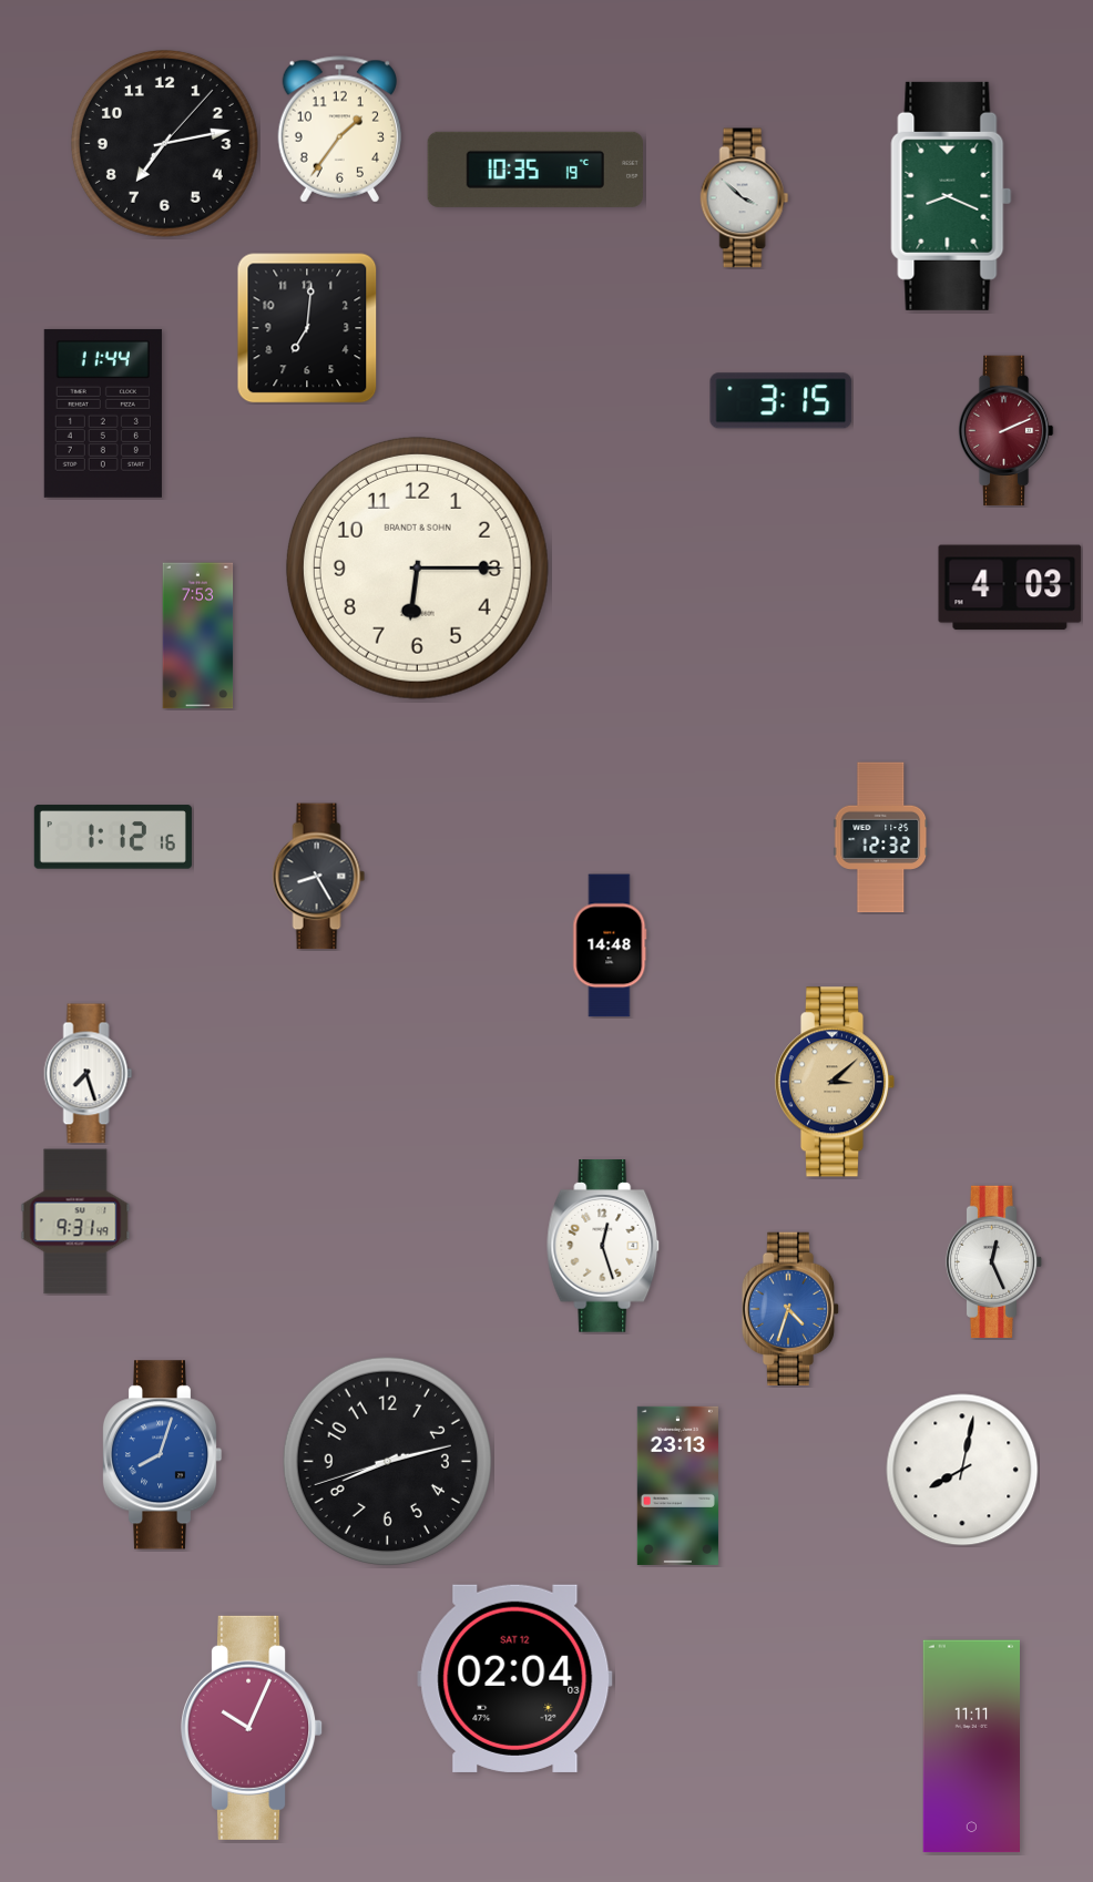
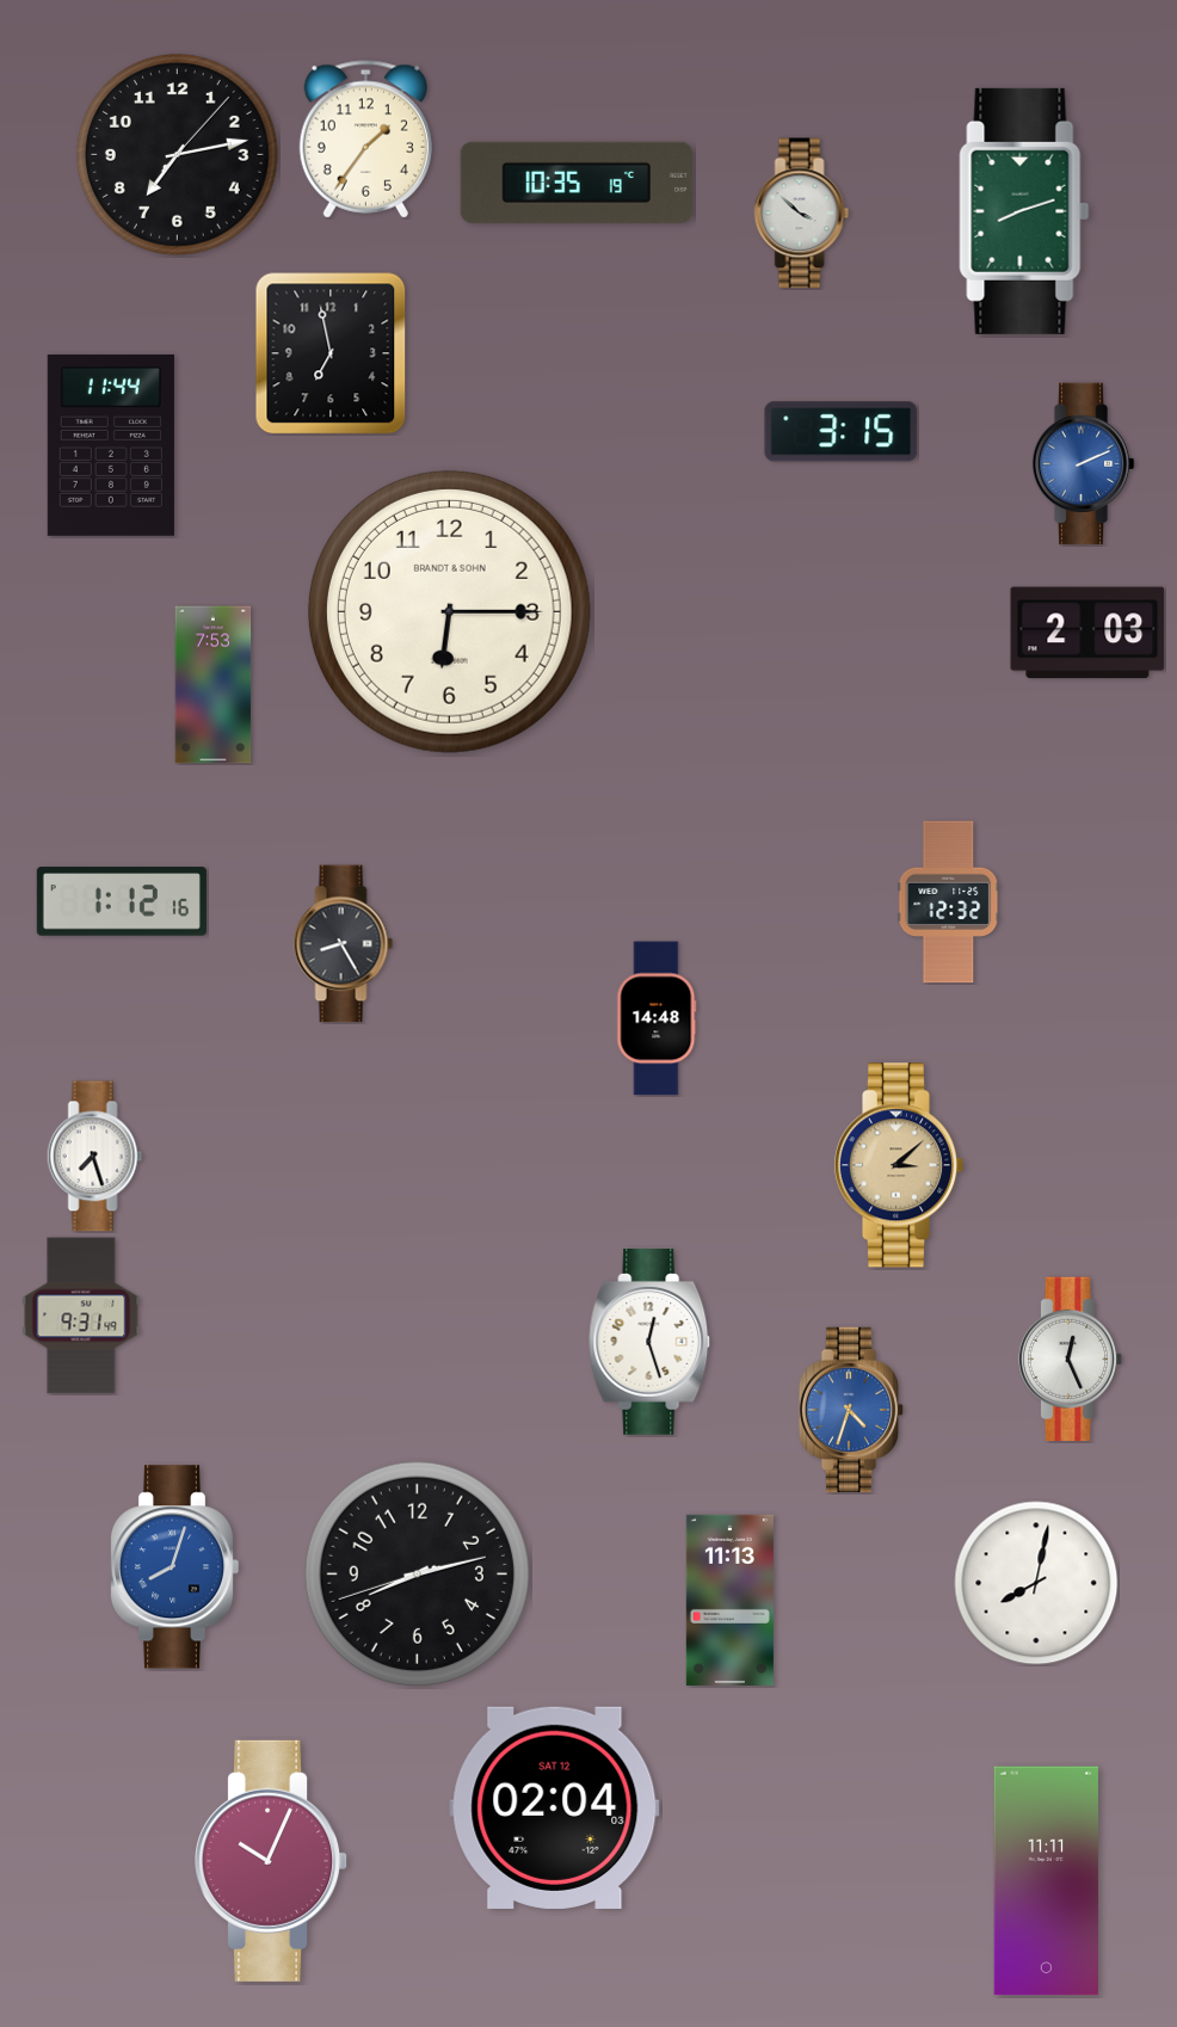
clock at (951, 196): 8:19 -> 8:12
clock at (307, 328): 7:01 -> 6:58
clock at (1005, 431) dial: burgundy -> blue
clock at (1010, 587): 4:03 -> 2:03
clock at (677, 1485): 23:13 -> 11:13
